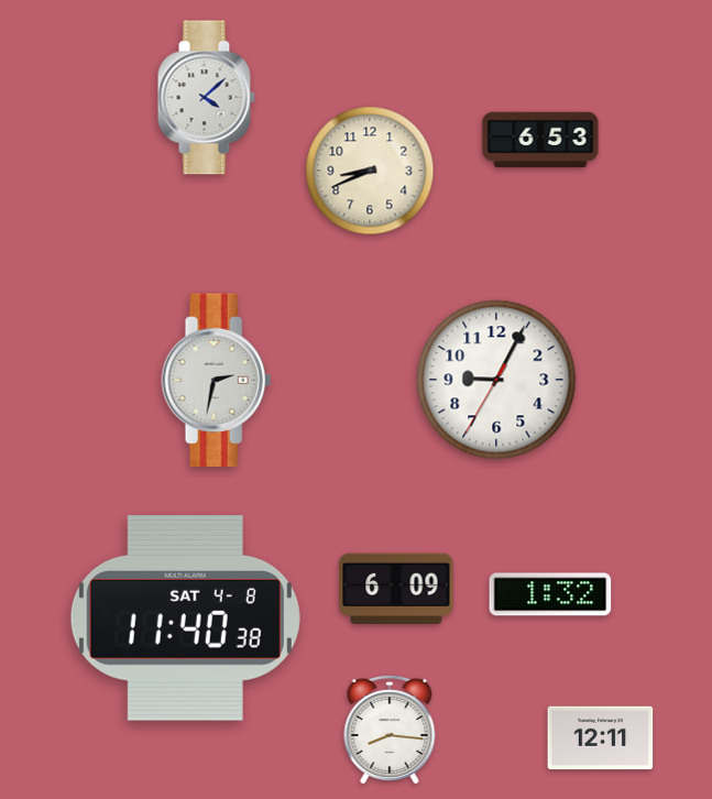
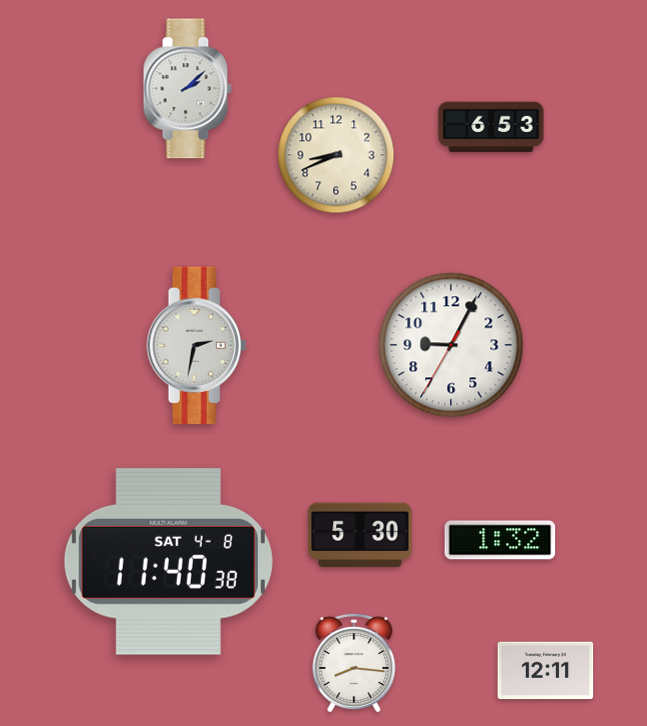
clock at (206, 98): 4:08 -> 2:08
clock at (396, 588): 6:09 -> 5:30
